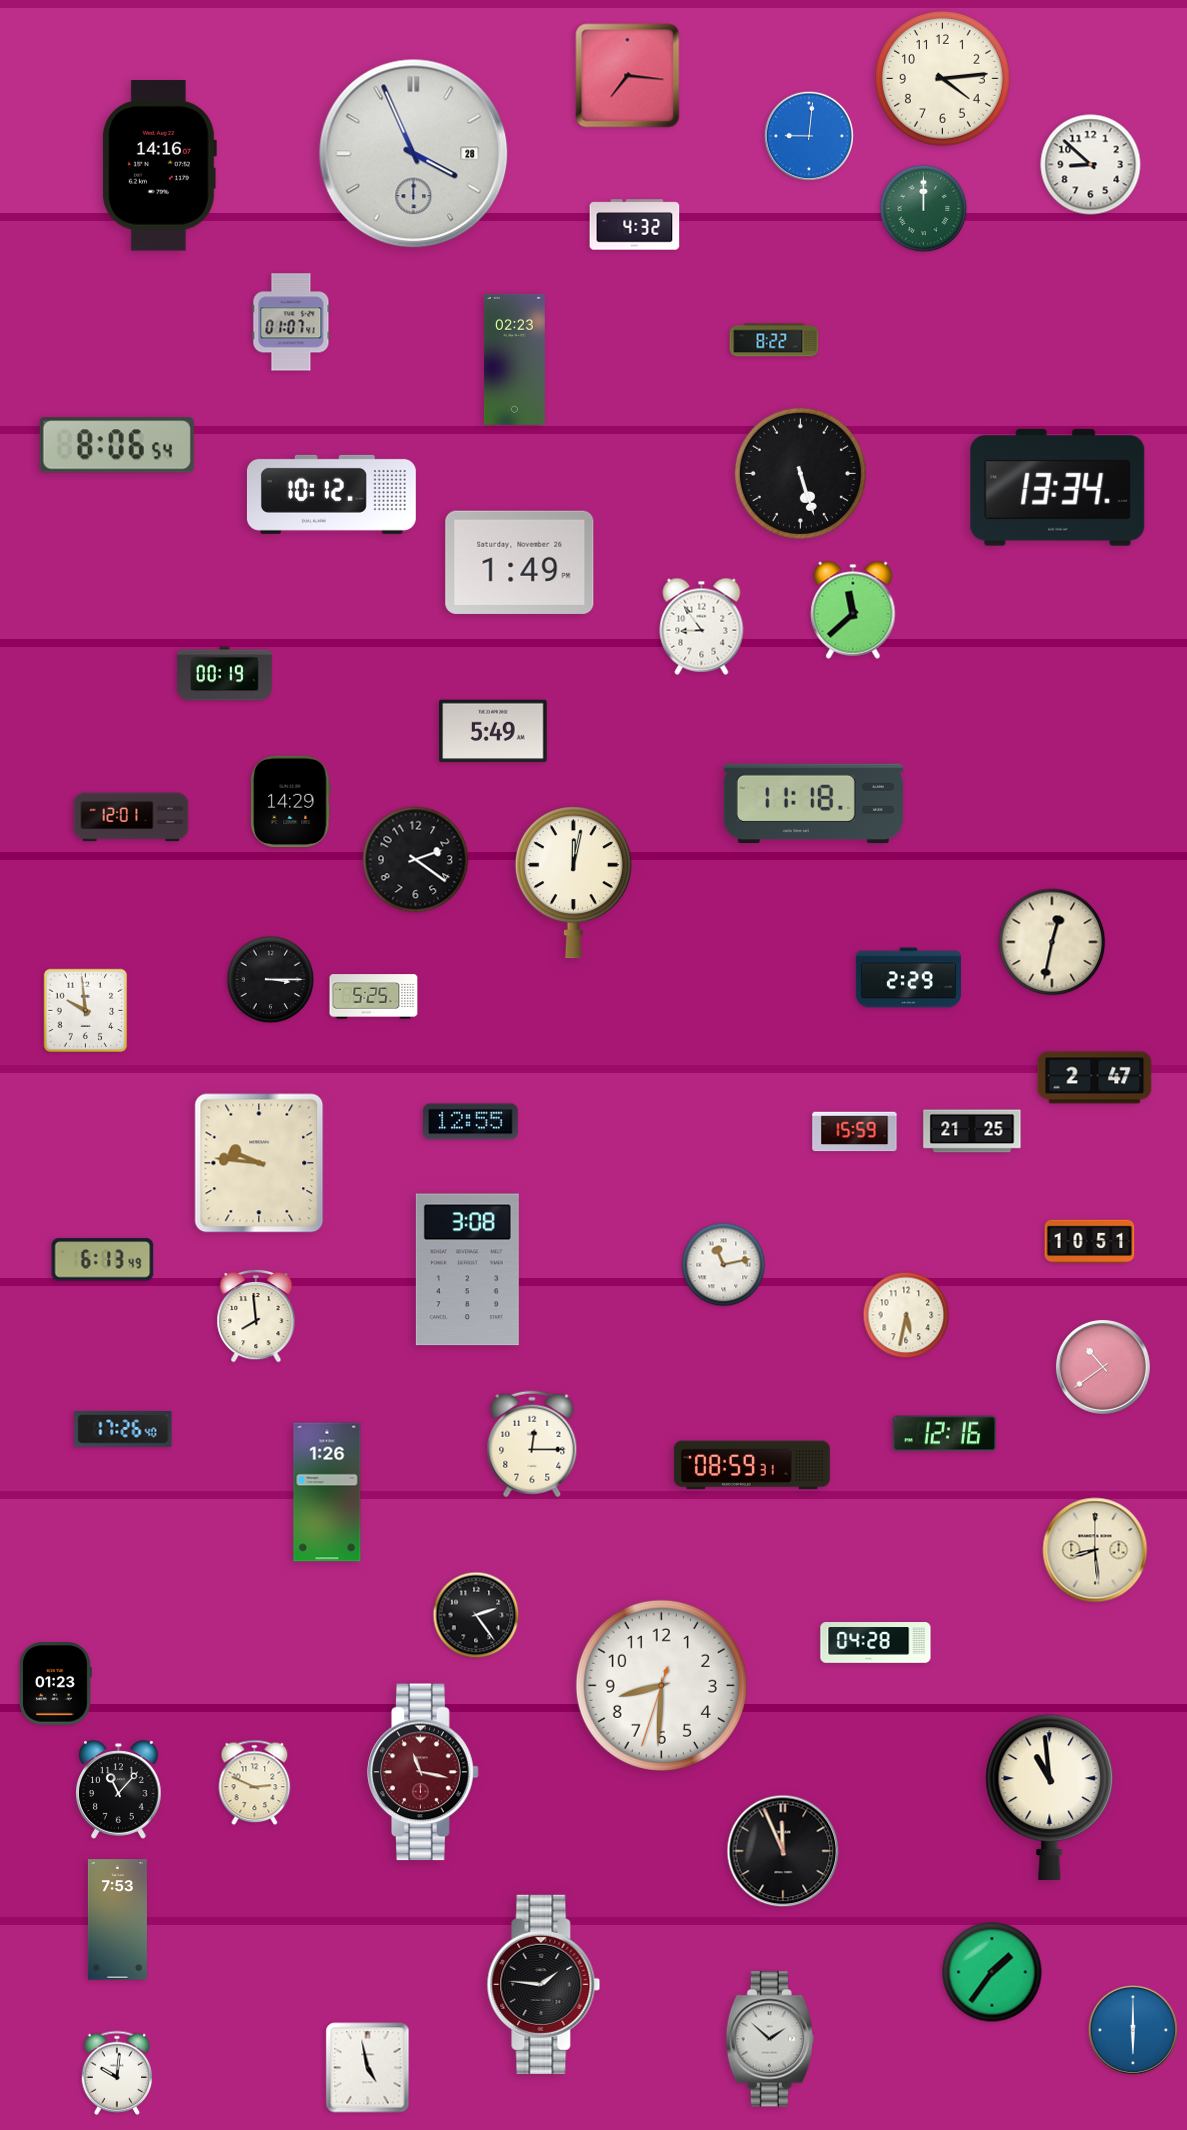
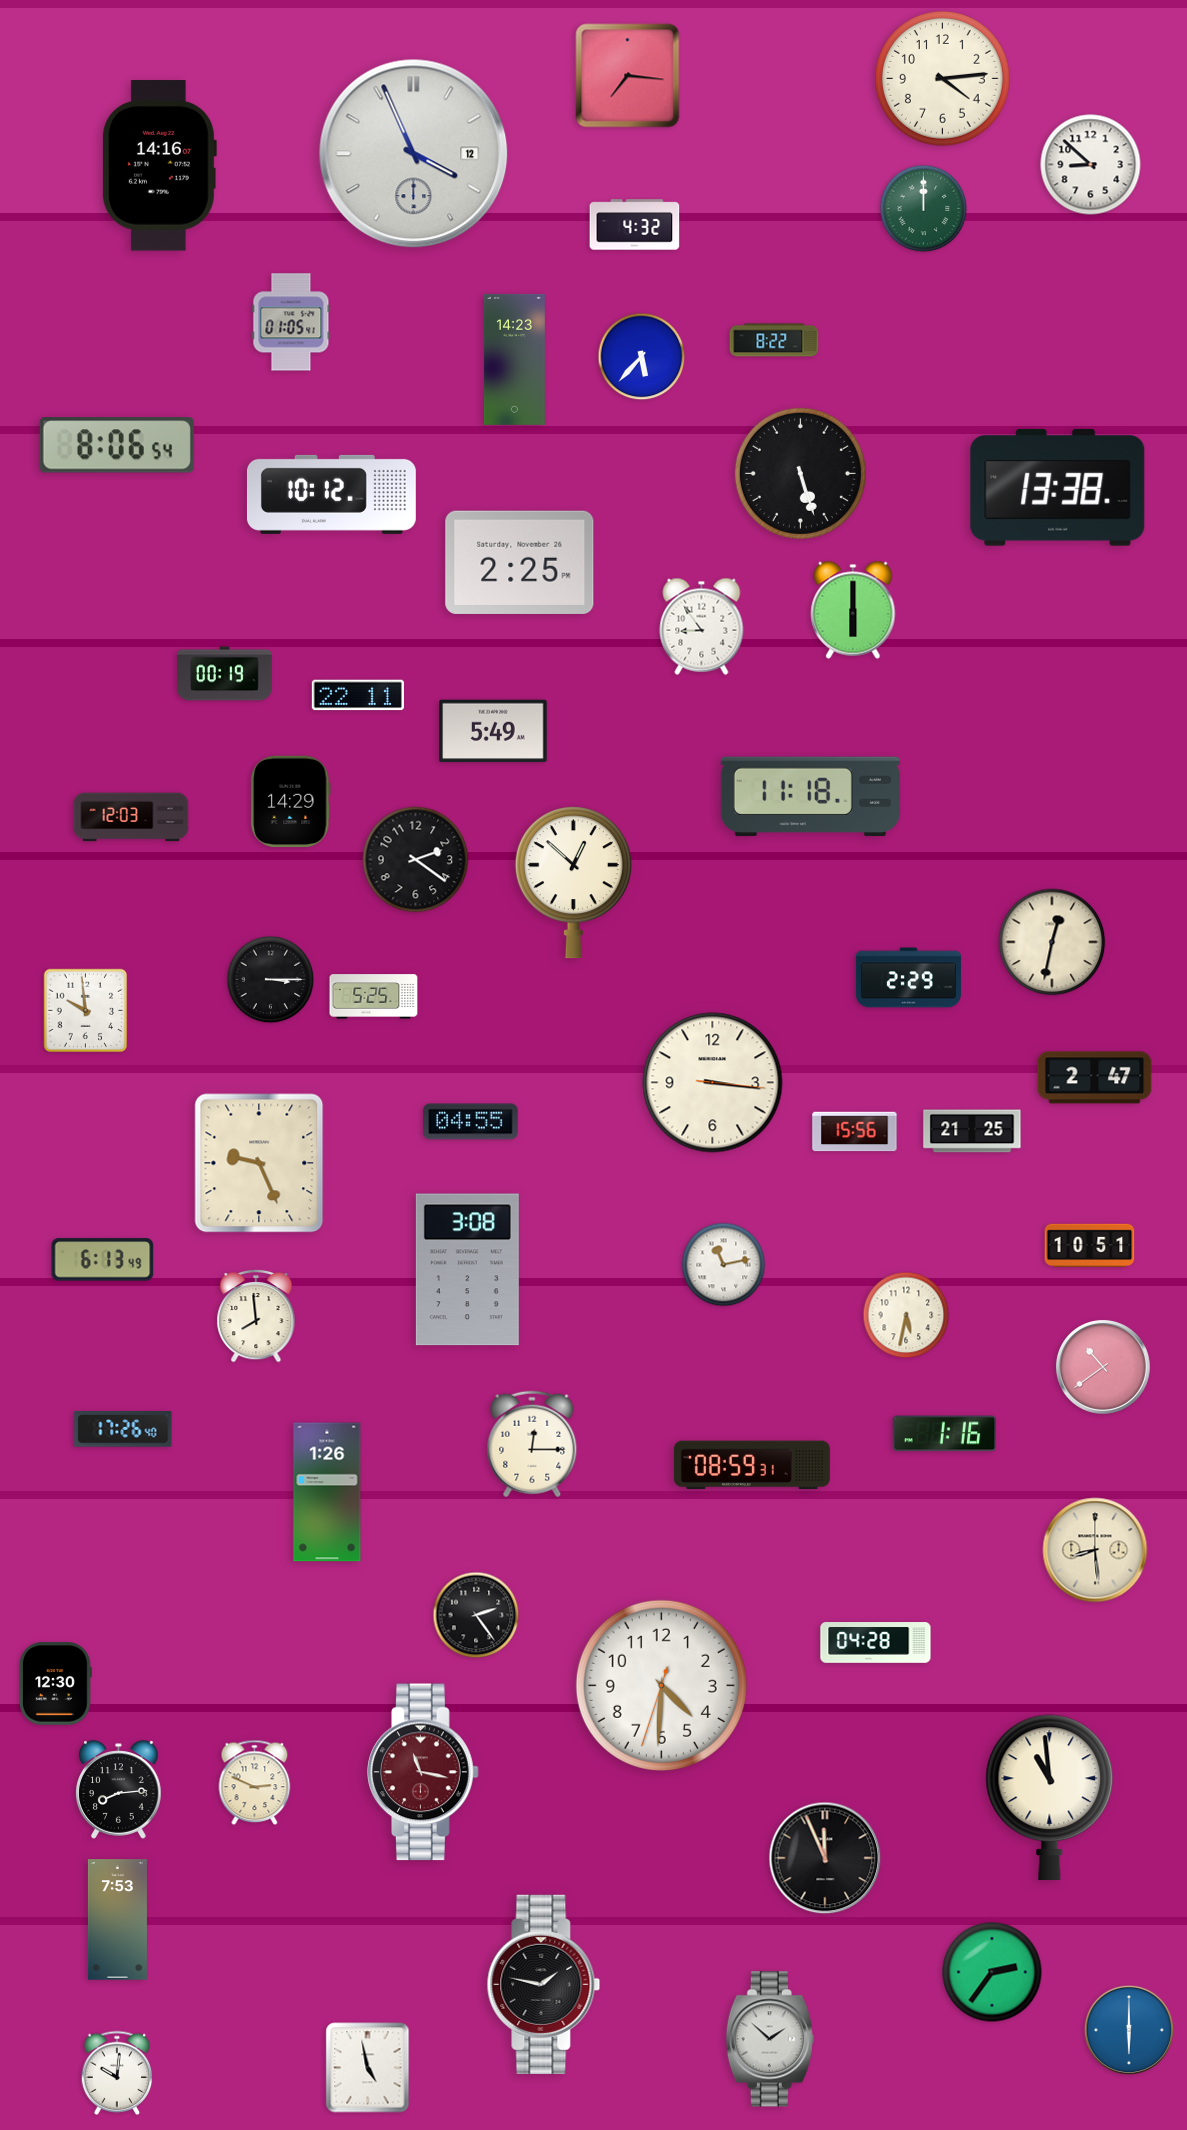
clock at (809, 136): 9:01 -> none
clock at (414, 154) date: 28 -> 12
clock at (291, 322): 01:07 -> 01:05
clock at (642, 357): none -> 5:37
clock at (514, 359): 02:23 -> 14:23
clock at (1058, 487): 13:34 -> 13:38
clock at (520, 562): 1:49 -> 2:25
clock at (853, 610): 11:38 -> 6:00
clock at (358, 695): none -> 22:11
clock at (813, 804) position: (813, 804) -> (810, 797)
clock at (131, 817): 12:01 -> 12:03
clock at (573, 883): 12:02 -> 12:52
clock at (713, 1083): none -> 3:16
clock at (471, 1122): 12:55 -> 04:55
clock at (855, 1132): 15:59 -> 15:56
clock at (259, 1163): 9:46 -> 9:26
clock at (1090, 1242) position: (1090, 1242) -> (1090, 1246)
clock at (945, 1434): 12:16 -> 1:16
clock at (55, 1684): 01:23 -> 12:30
clock at (661, 1685): 8:30 -> 4:30
clock at (119, 1790): 11:07 -> 8:14
clock at (783, 1851) position: (783, 1851) -> (825, 1858)
clock at (992, 1972): 1:36 -> 2:36
clock at (544, 1984): 1:46 -> 1:47
clock at (1133, 2030) position: (1133, 2030) -> (1129, 2030)
